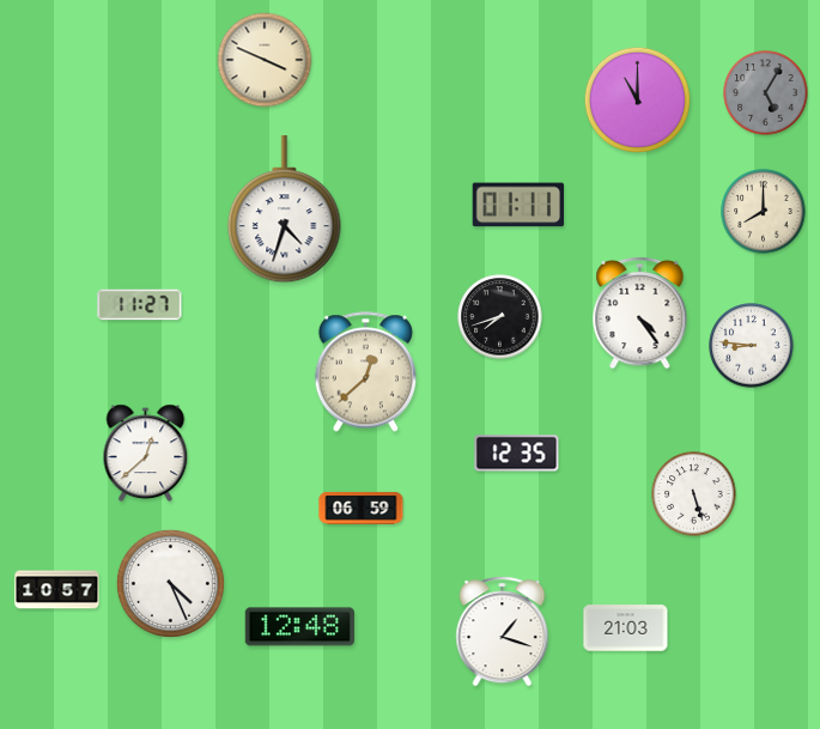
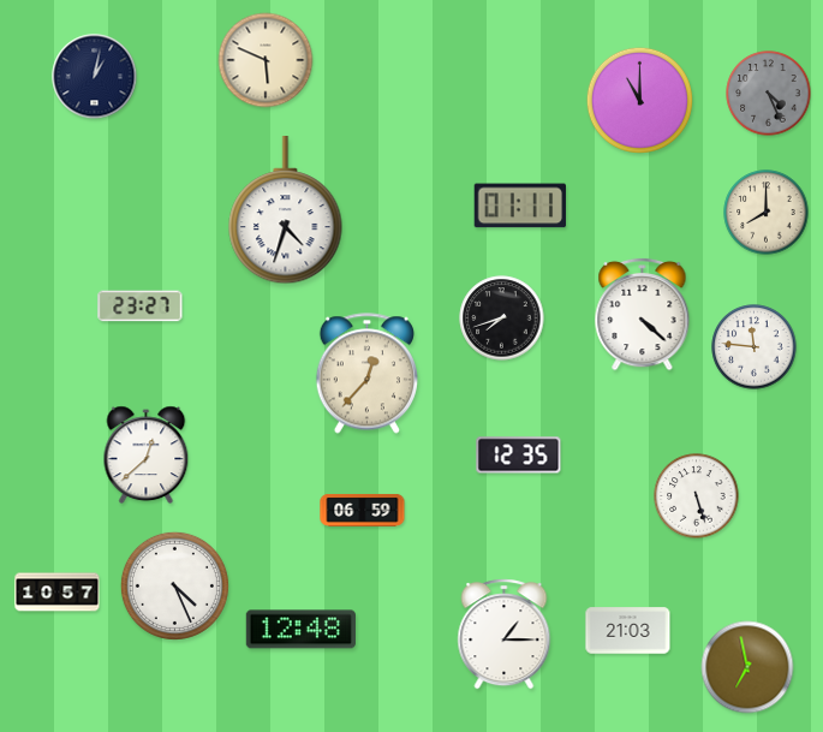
clock at (265, 60): 3:49 -> 5:49
clock at (95, 77): none -> 1:02
clock at (766, 93): 5:05 -> 4:26
clock at (140, 305): 11:27 -> 23:27
clock at (640, 312): 4:24 -> 4:22
clock at (752, 346): 8:46 -> 11:46
clock at (365, 372): 12:38 -> 12:37
clock at (170, 583) position: (170, 583) -> (174, 585)
clock at (503, 632): 1:18 -> 1:15
clock at (747, 667): none -> 6:58
